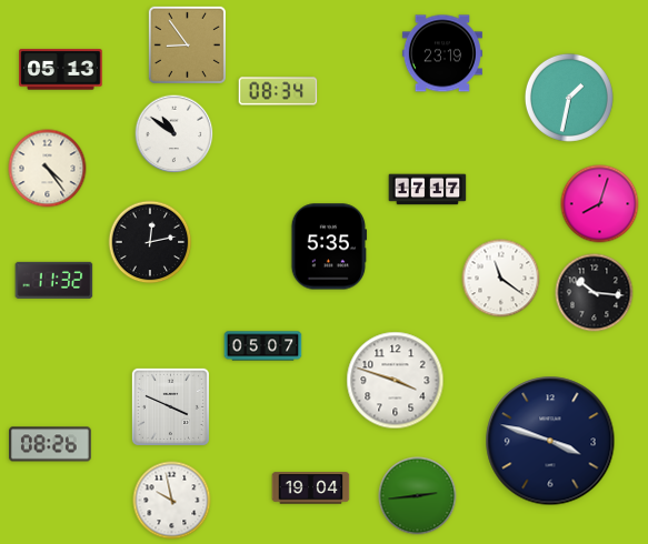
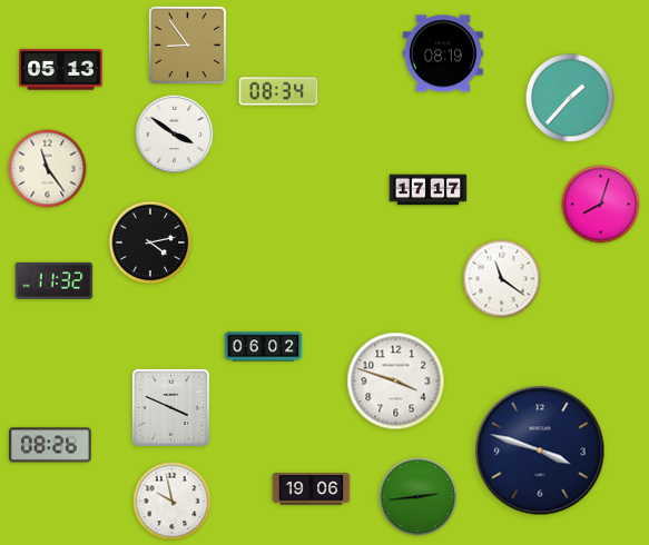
clock at (442, 53): 23:19 -> 08:19
clock at (569, 98): 1:32 -> 1:37
clock at (175, 134): 10:51 -> 3:51
clock at (48, 169): 4:24 -> 11:24
clock at (150, 242): 12:13 -> 4:13
clock at (329, 246): 5:35 -> none
clock at (595, 293): 10:16 -> none
clock at (263, 346): 05:07 -> 06:02
clock at (550, 441) position: (550, 441) -> (540, 450)
clock at (311, 488): 19:04 -> 19:06
